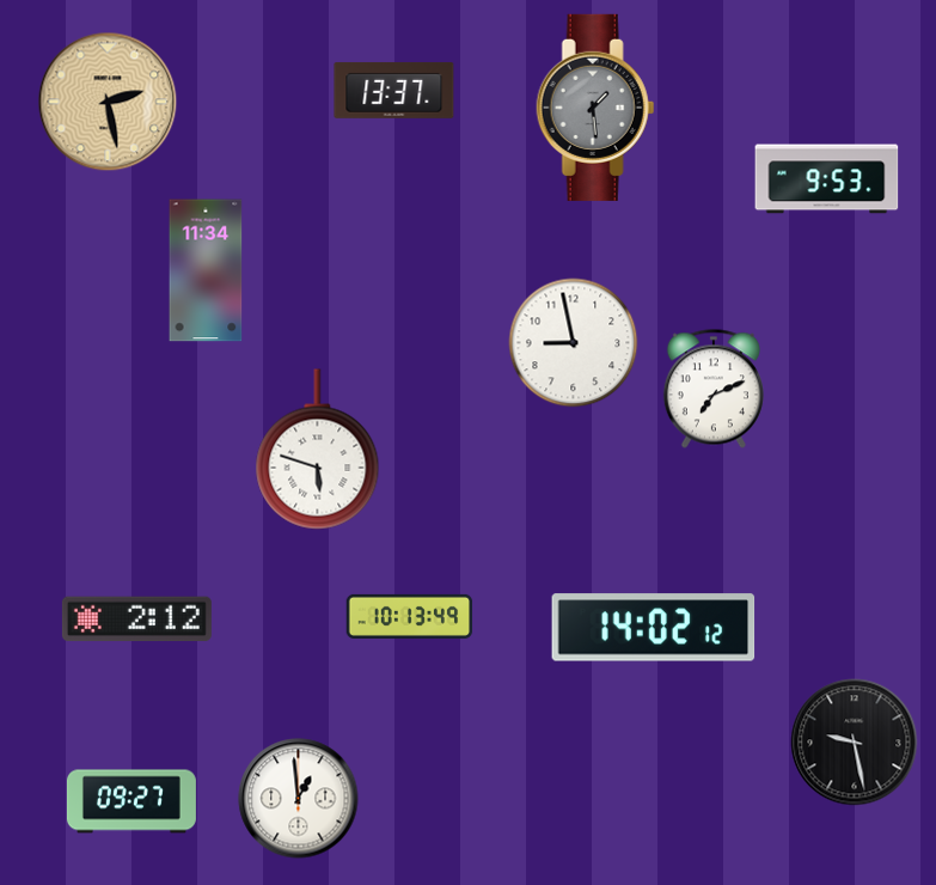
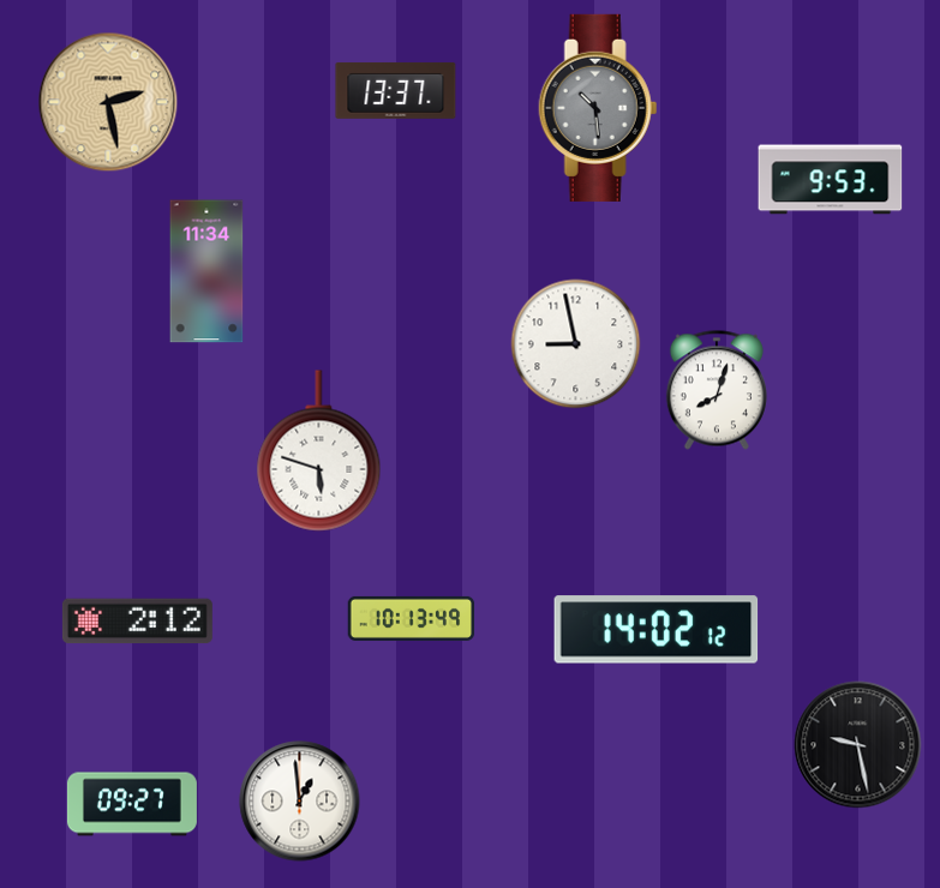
clock at (595, 108): 1:29 -> 10:29
clock at (714, 389): 7:11 -> 8:03
